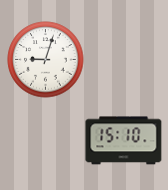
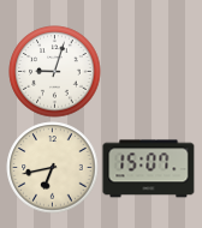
clock at (53, 168): none -> 6:43
clock at (124, 141): 15:10 -> 15:07
